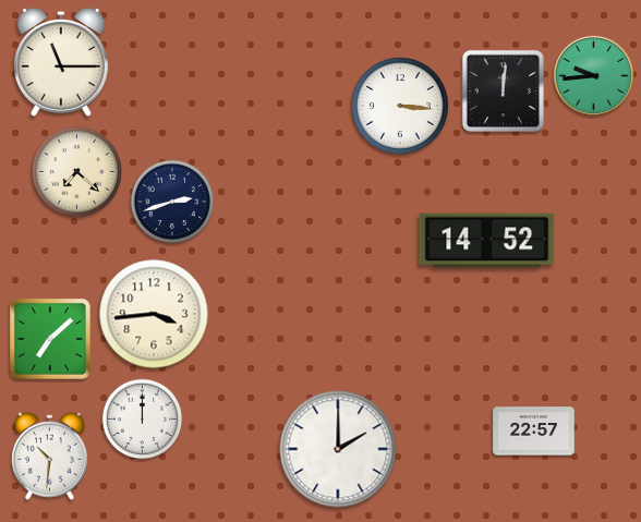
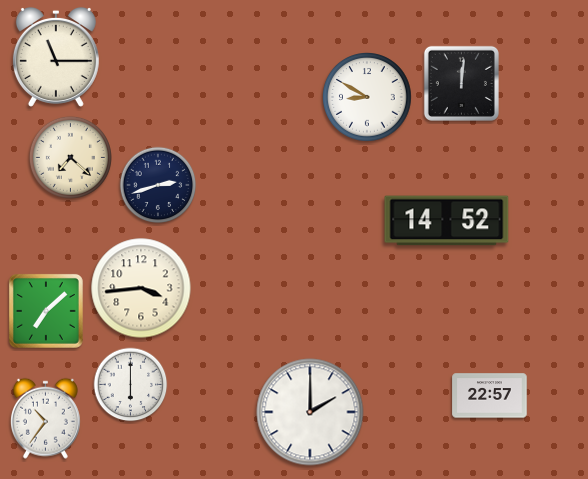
clock at (593, 75): 9:44 -> none
clock at (401, 107): 3:16 -> 8:50
clock at (143, 420): 12:00 -> 6:00
clock at (49, 456): 10:31 -> 10:36
